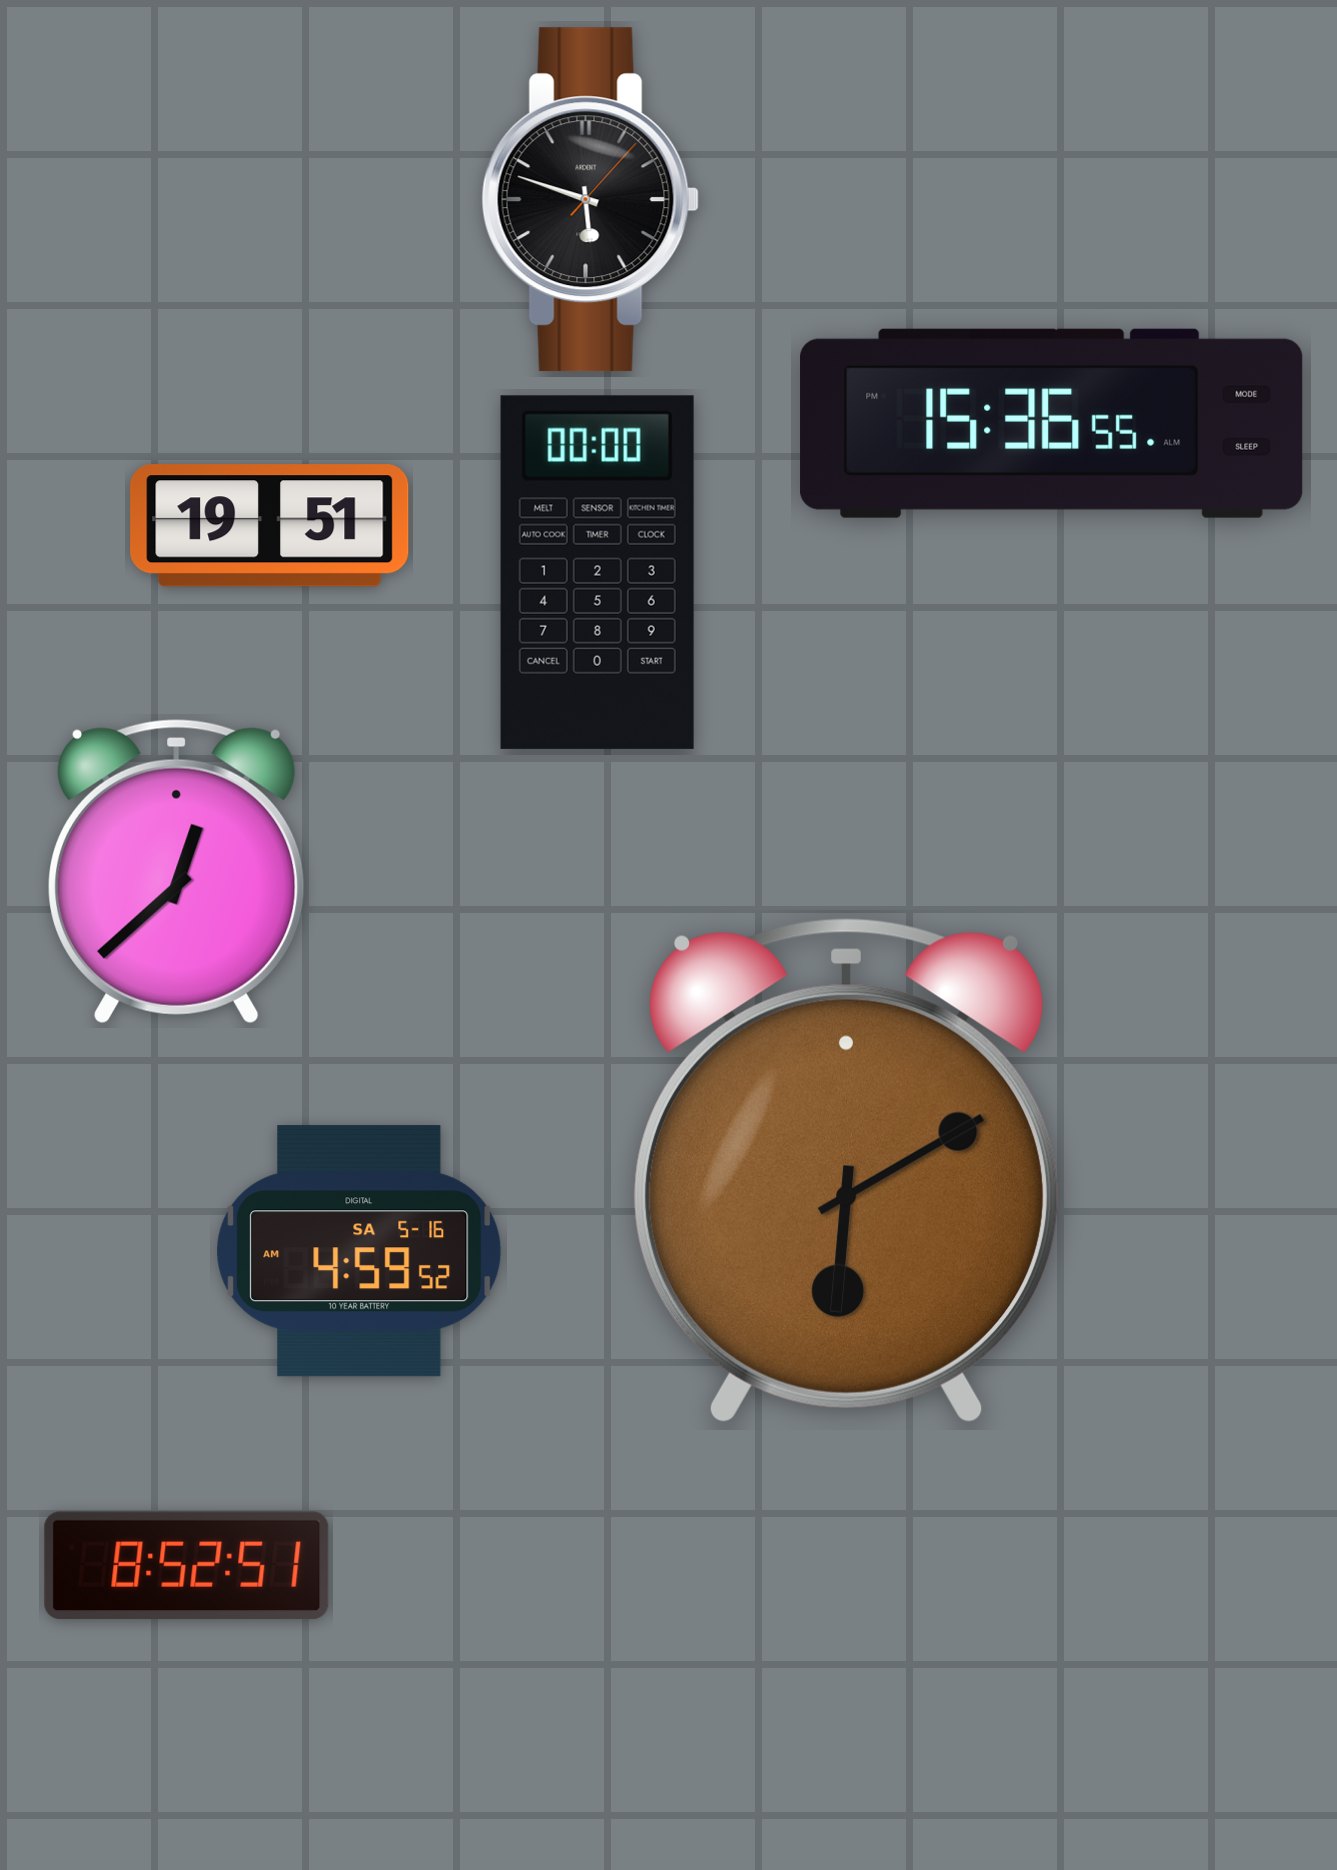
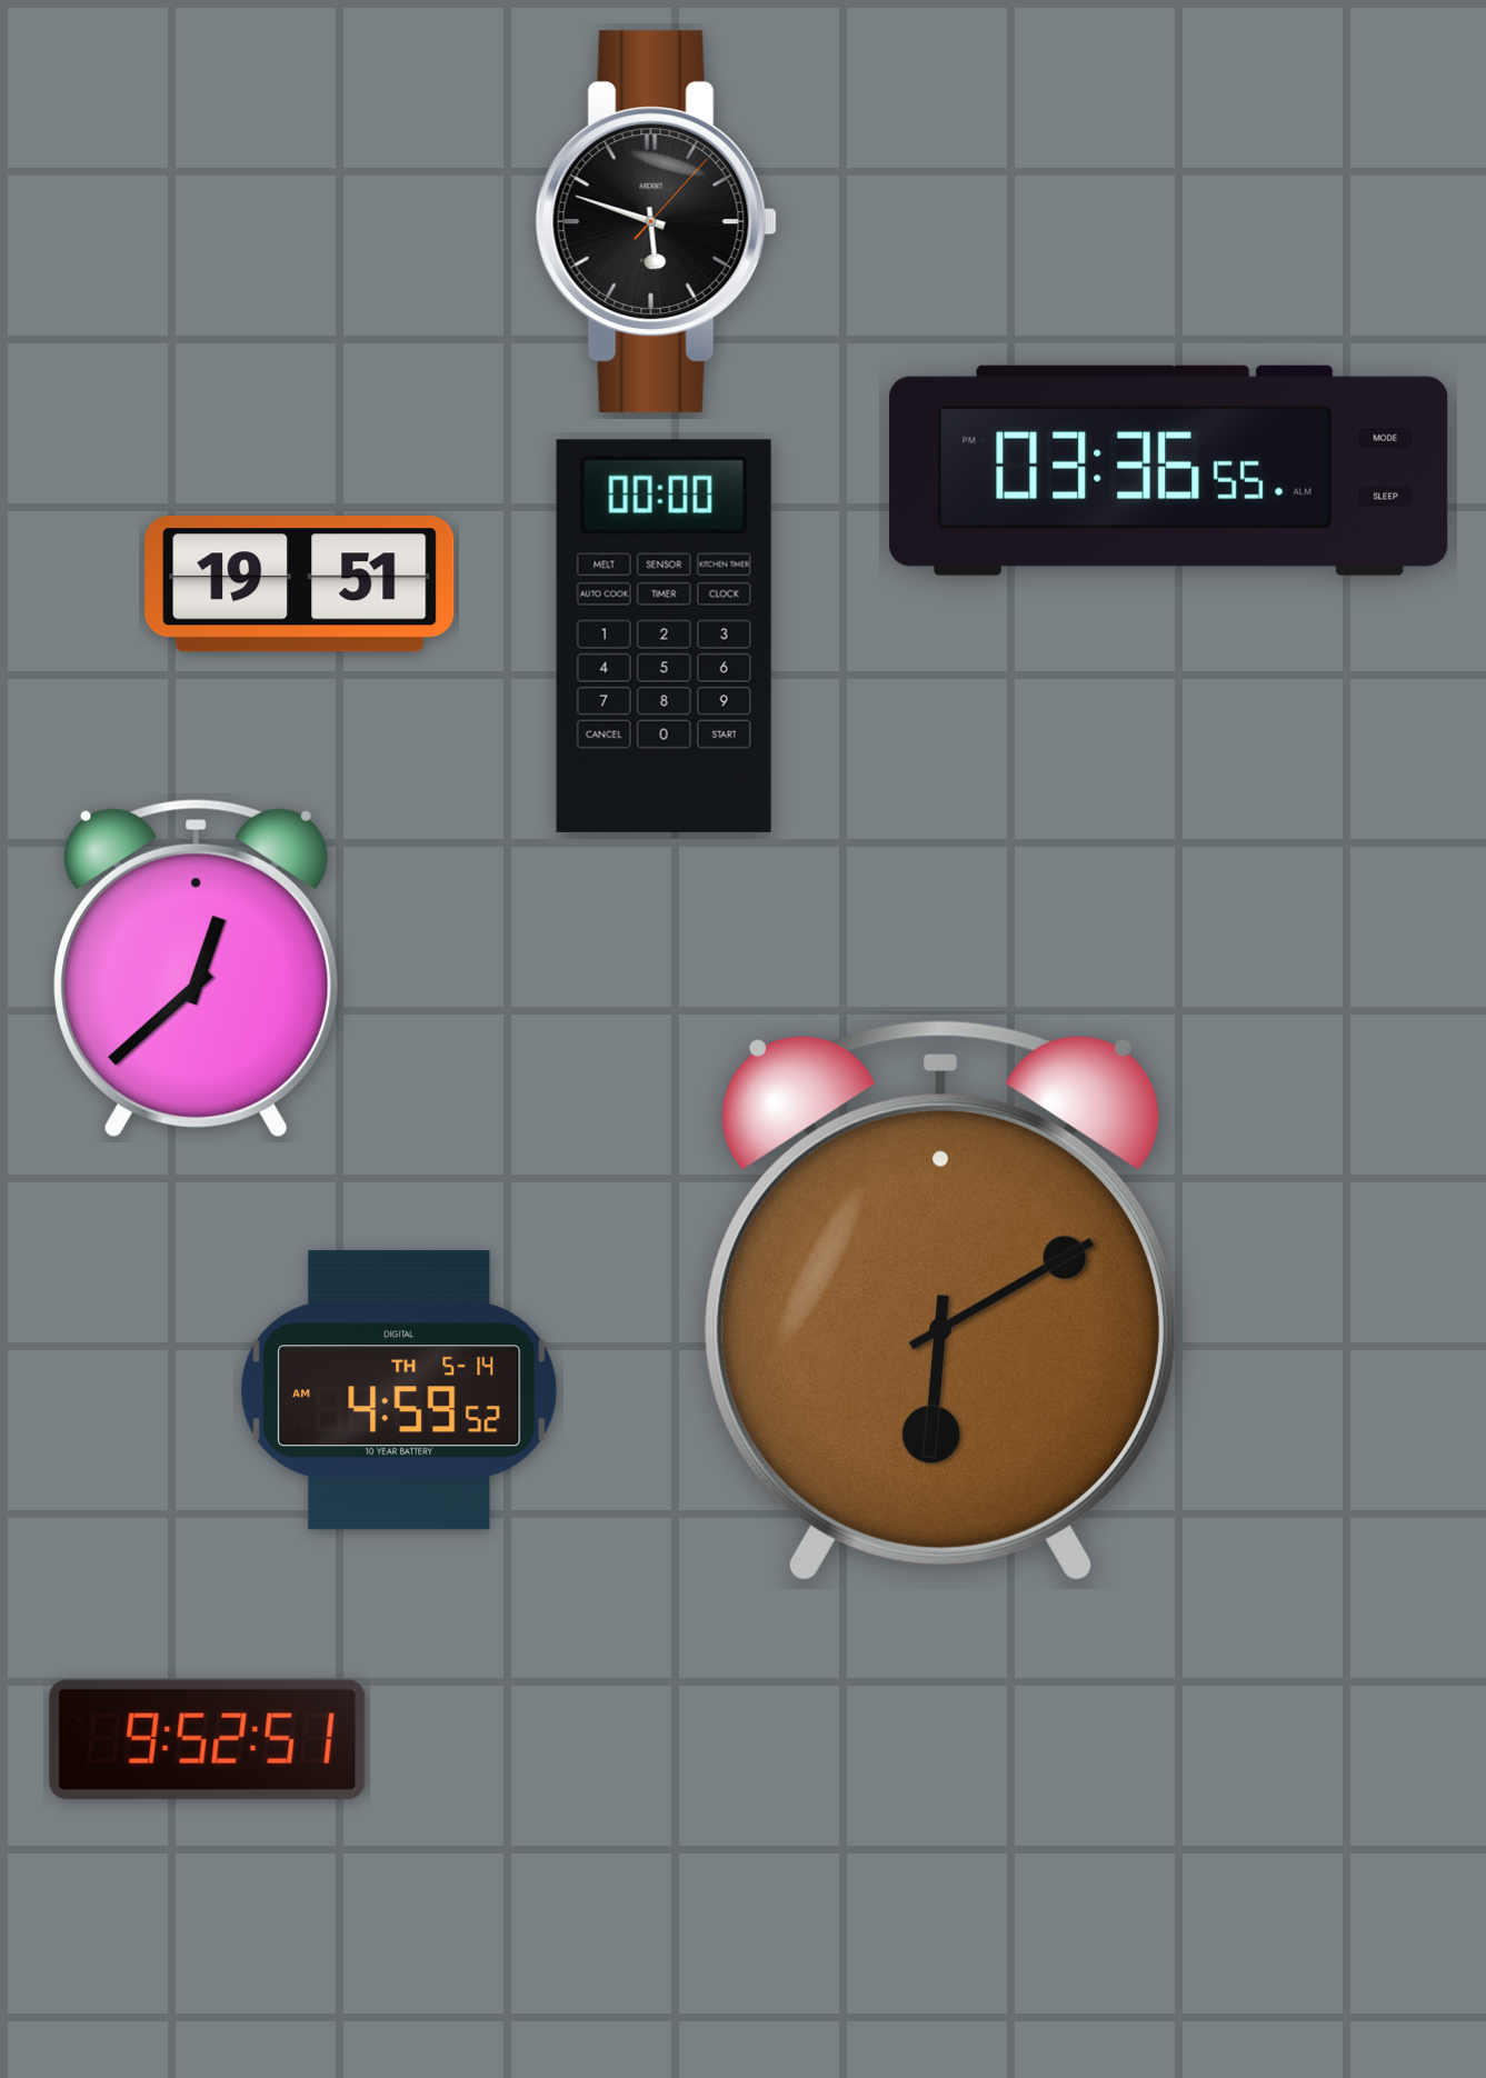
clock at (1052, 423): 15:36 -> 03:36
clock at (359, 1251) date: SA 5-16 -> TH 5-14
clock at (187, 1566): 8:52 -> 9:52
